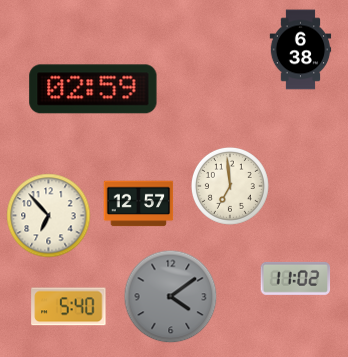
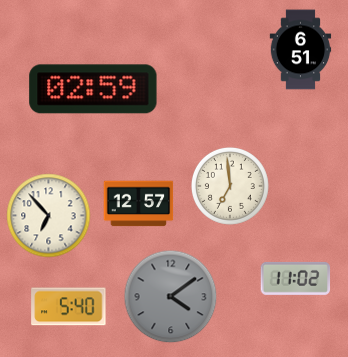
clock at (301, 50): 6:38 -> 6:51
